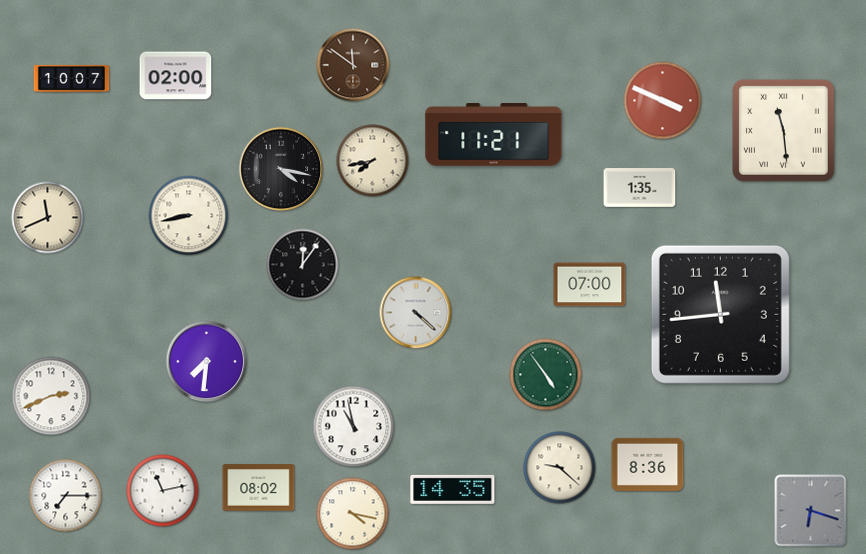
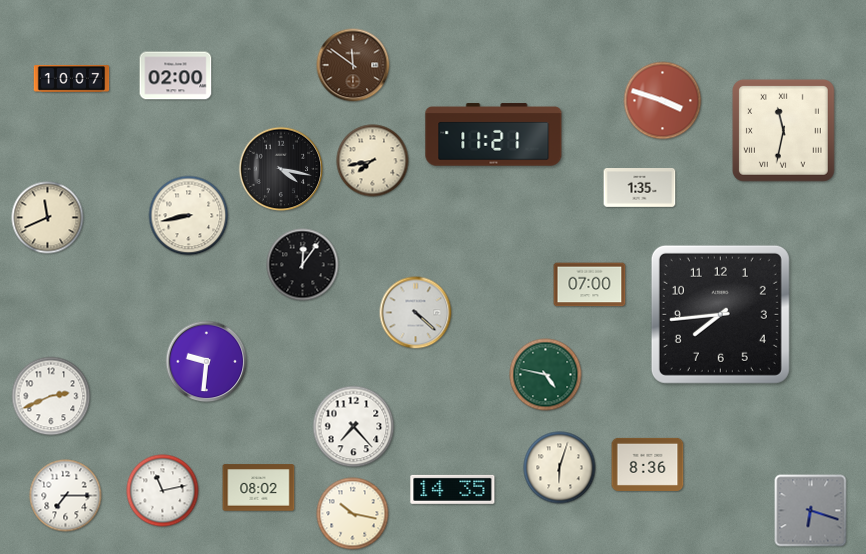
clock at (663, 101): 3:49 -> 3:48
clock at (783, 130): 11:29 -> 11:32
clock at (720, 314): 11:44 -> 7:44
clock at (207, 362): 7:31 -> 9:31
clock at (546, 375): 4:54 -> 4:47
clock at (354, 427): 10:58 -> 7:23
clock at (560, 468): 9:22 -> 6:03
clock at (353, 514): 4:17 -> 10:17
